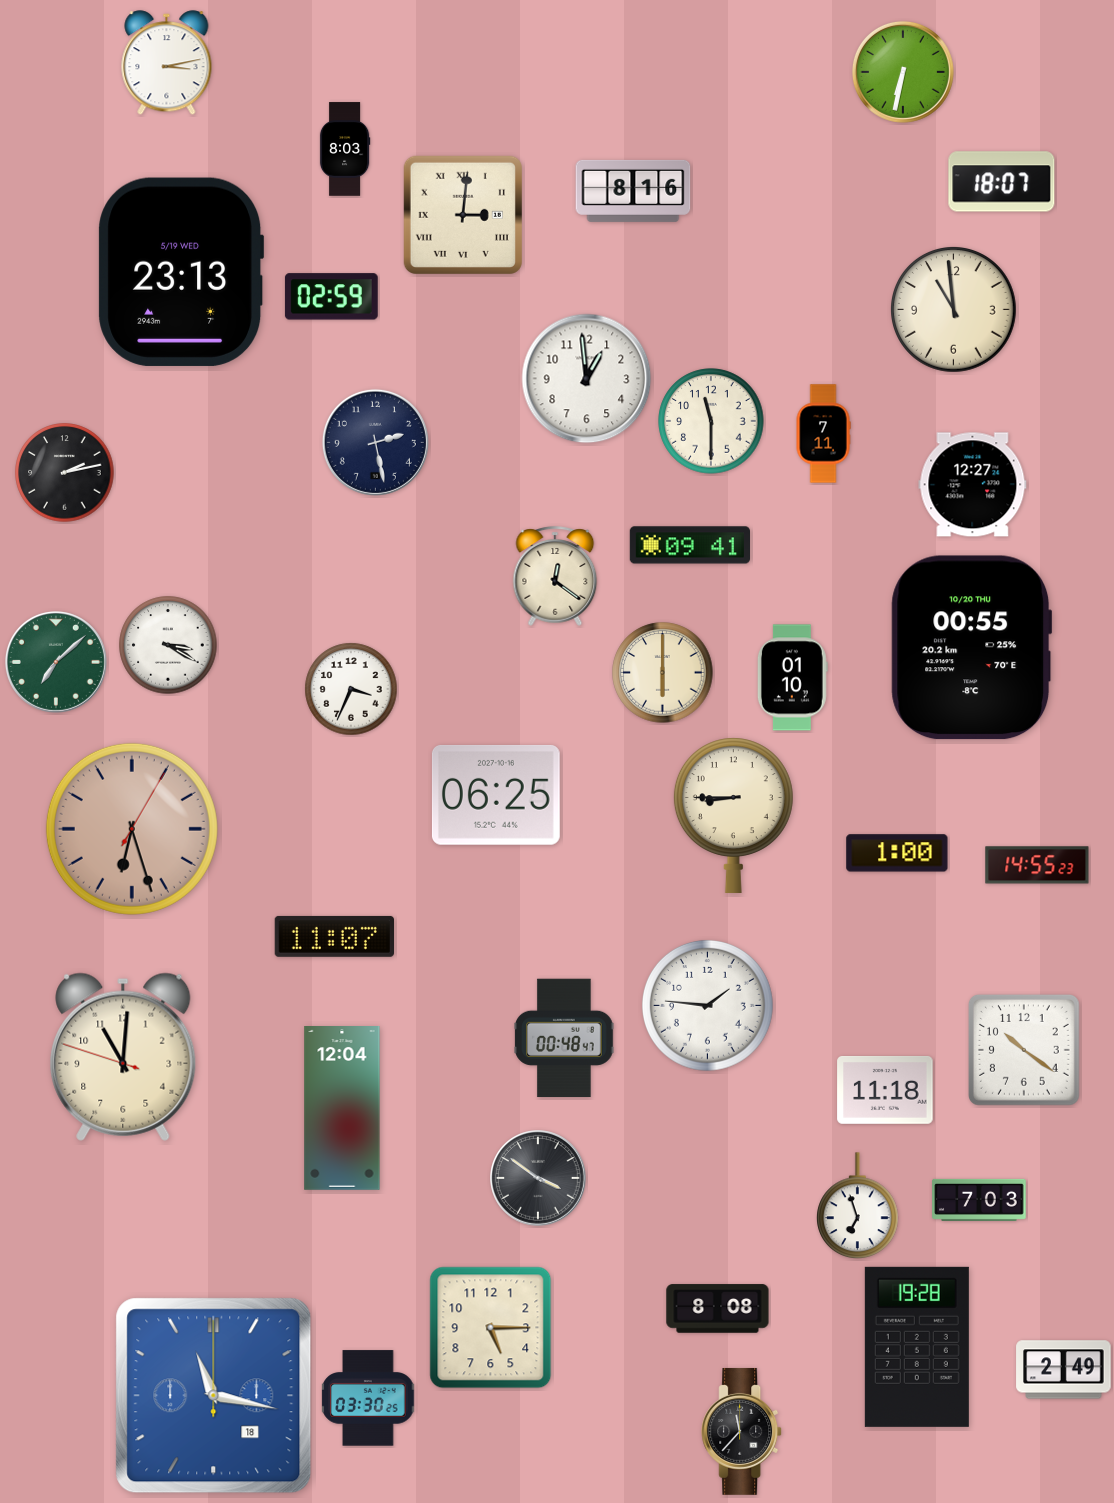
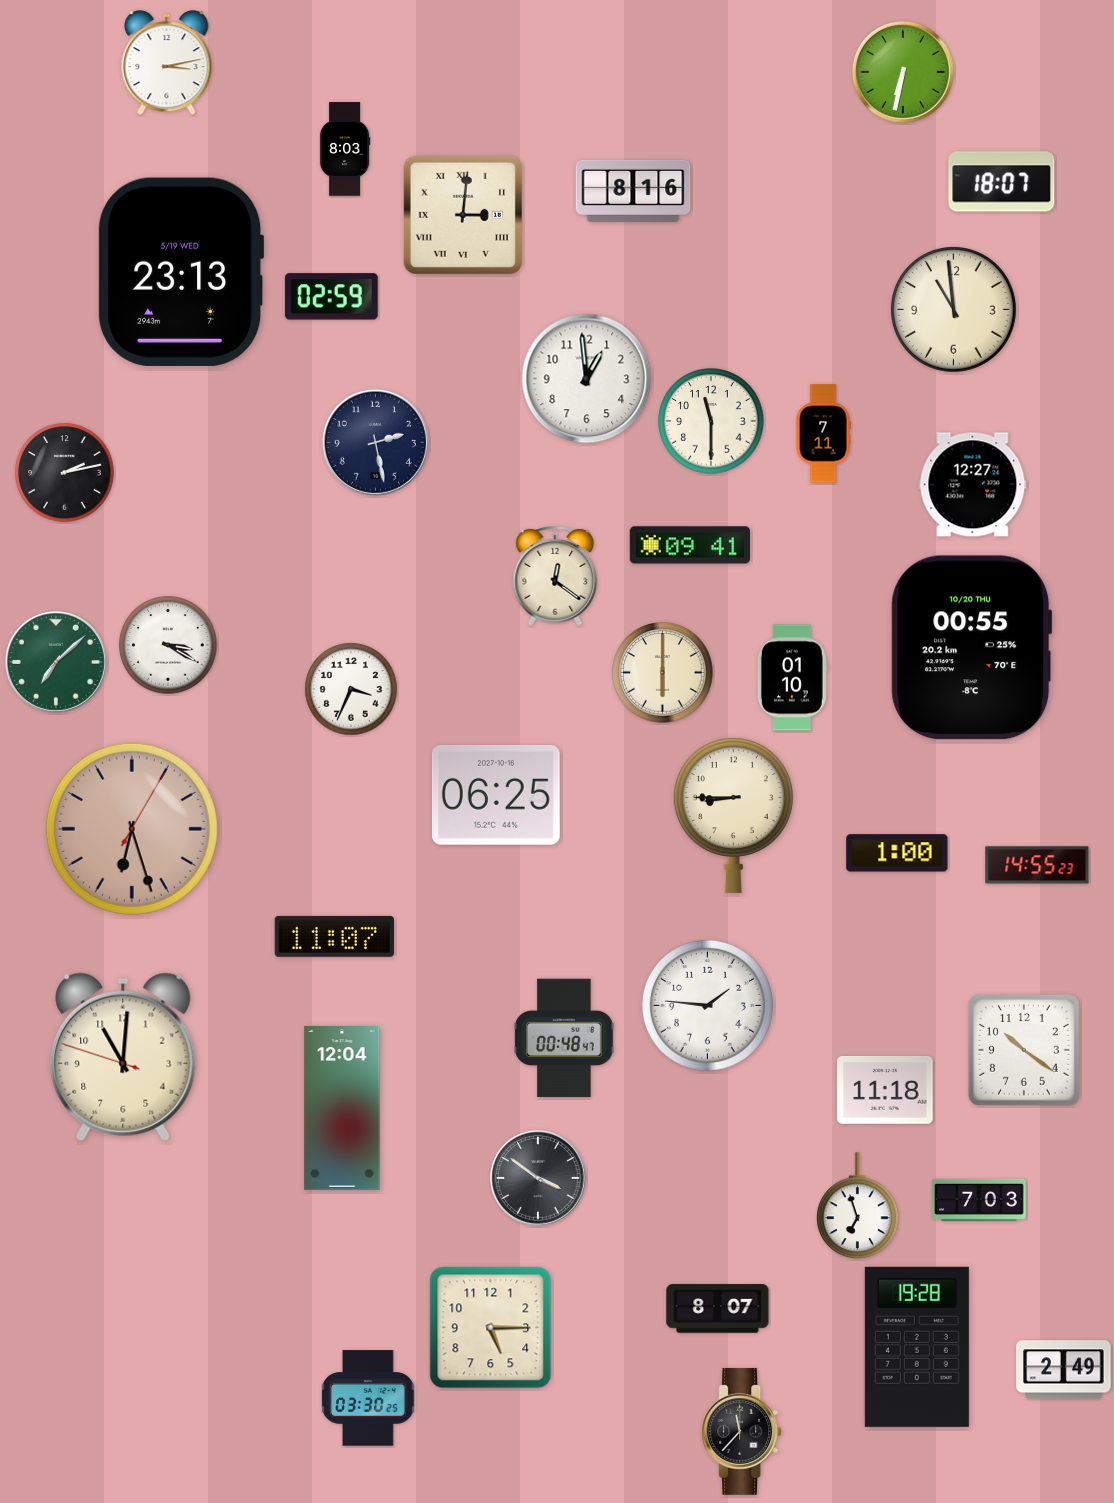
clock at (718, 1309): 8:08 -> 8:07
clock at (214, 1396): 11:17 -> none
